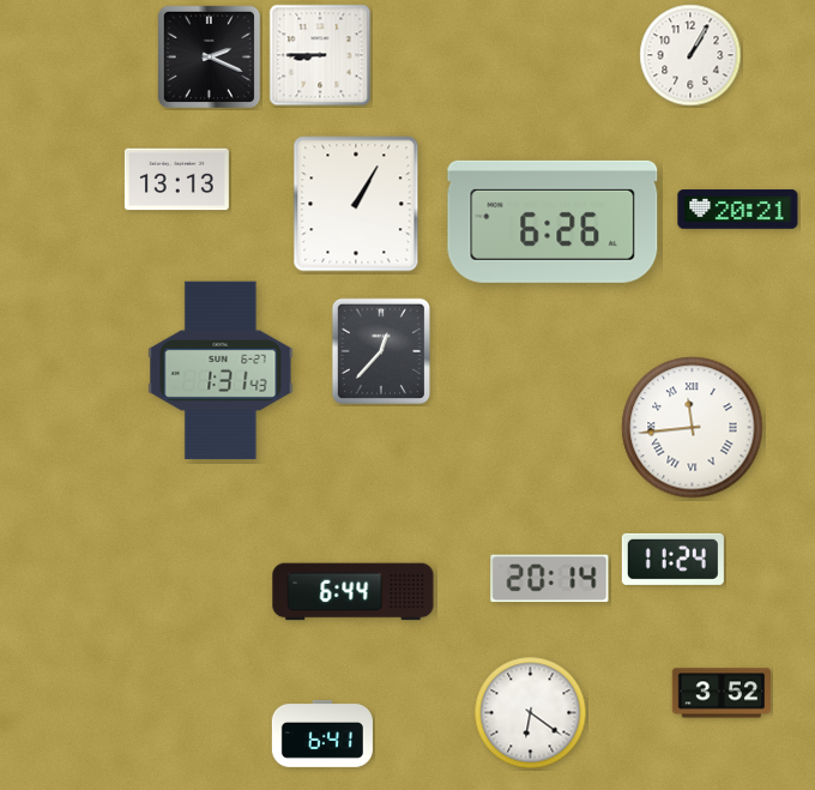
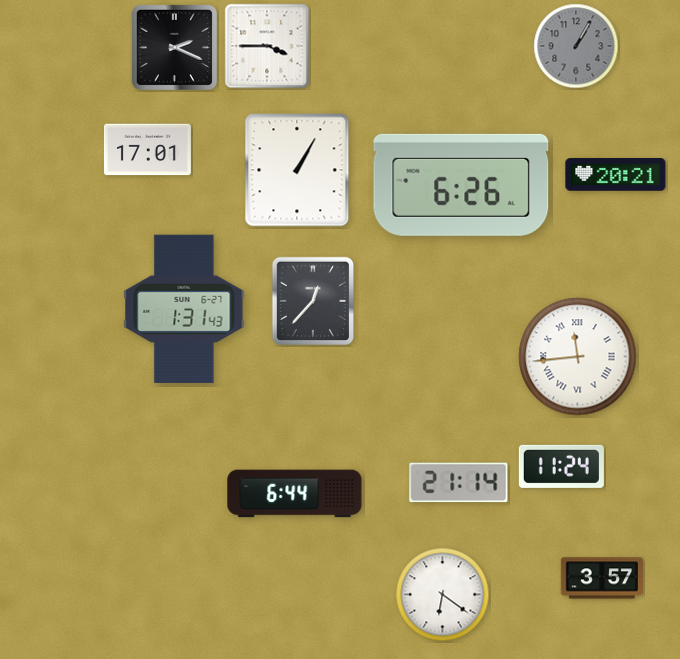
clock at (320, 55): 8:45 -> 3:45
clock at (690, 55) dial: white -> grey
clock at (176, 180): 13:13 -> 17:01
clock at (380, 350) position: (380, 350) -> (312, 300)
clock at (550, 579): 20:14 -> 21:14
clock at (720, 693): 3:52 -> 3:57
clock at (322, 734): 6:41 -> none
